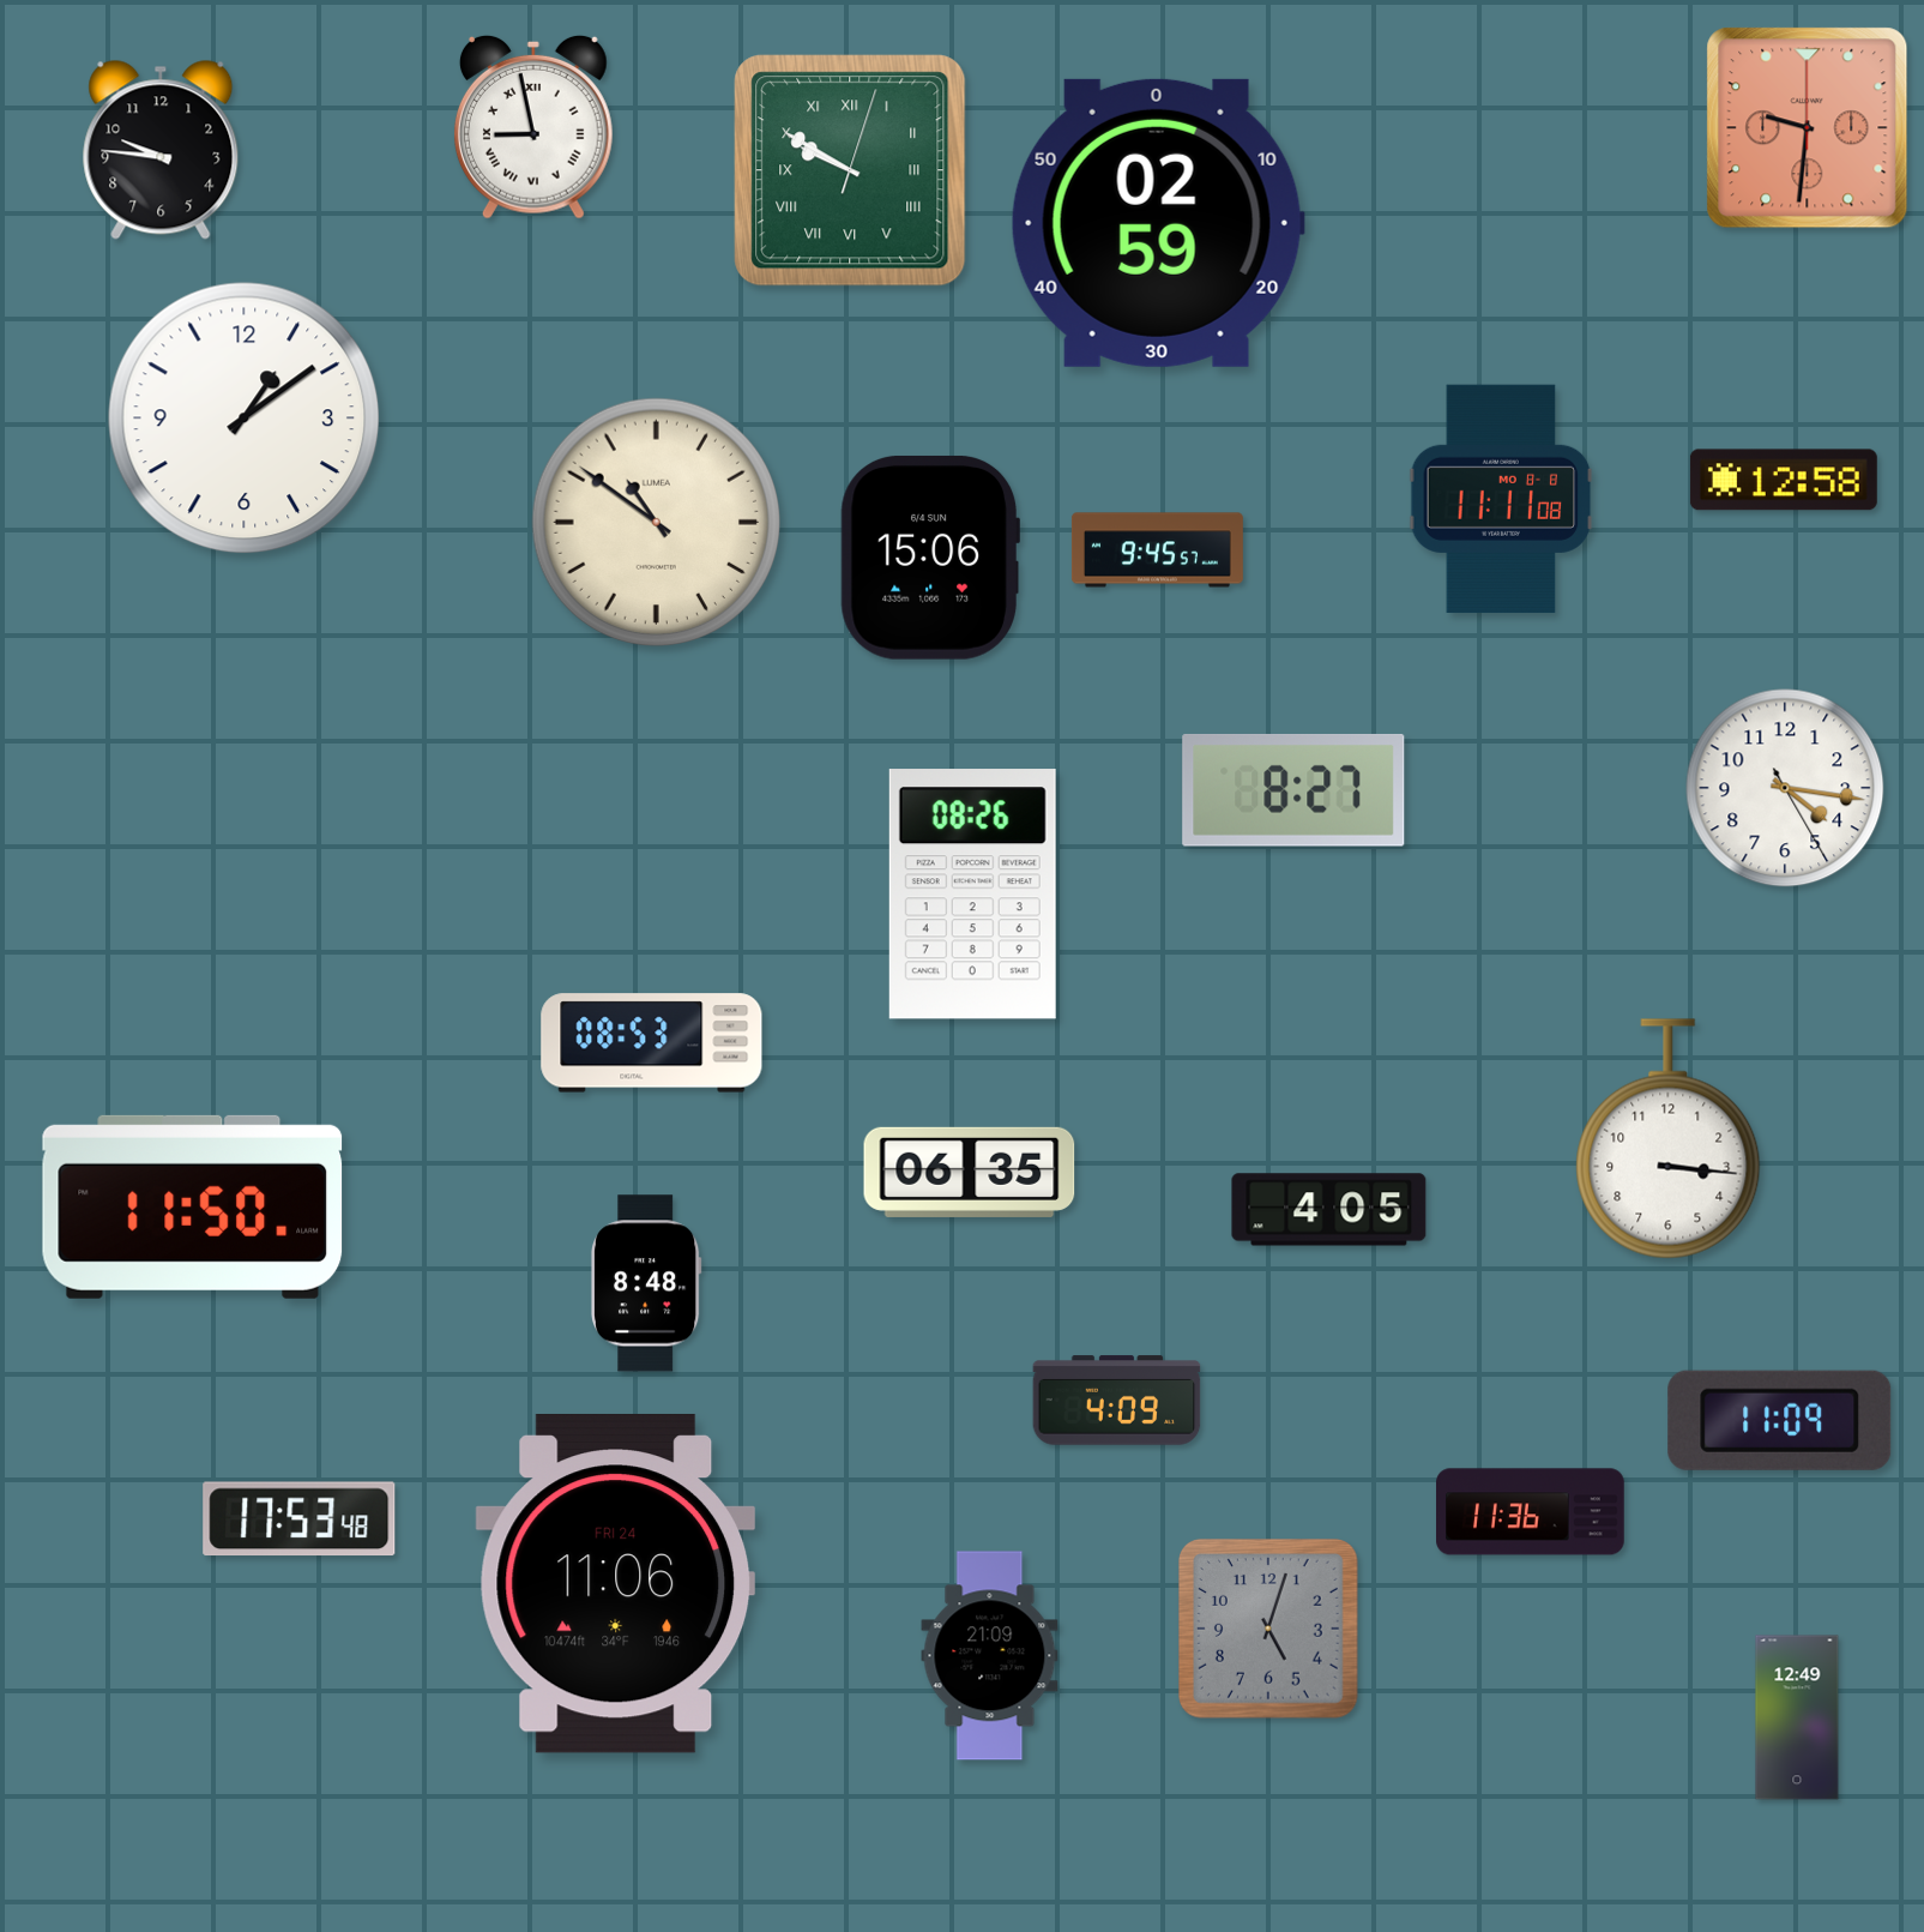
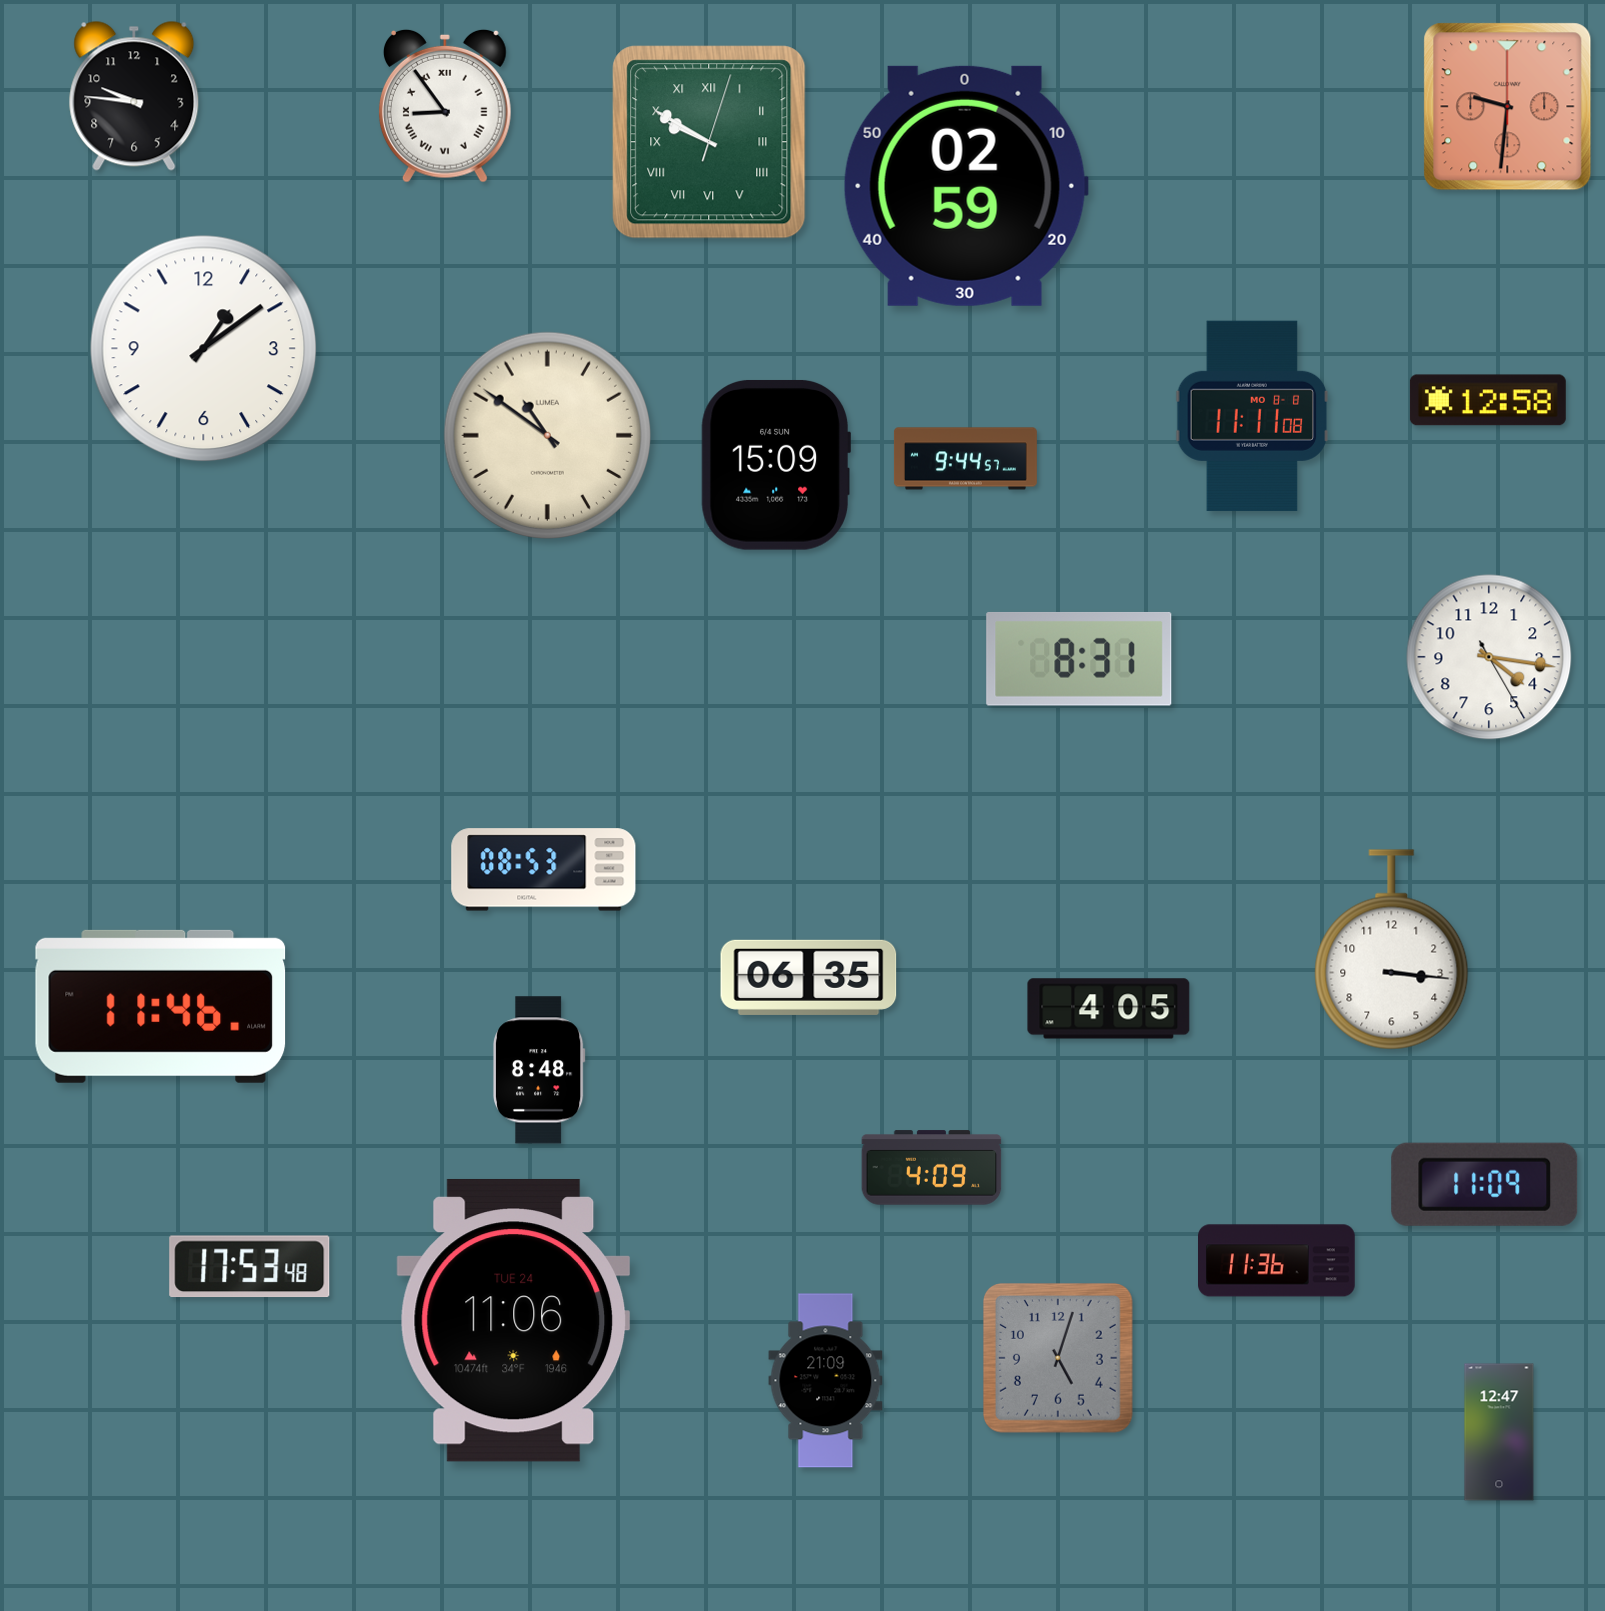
clock at (533, 127): 8:58 -> 8:54
clock at (161, 150) position: (161, 150) -> (134, 96)
clock at (1157, 550): 9:45 -> 9:44
clock at (930, 558): 15:06 -> 15:09
clock at (1293, 790): 8:27 -> 8:31
clock at (972, 895): 08:26 -> none
clock at (193, 1206): 11:50 -> 11:46
clock at (616, 1583) date: FRI 24 -> TUE 24
clock at (1797, 1717): 12:49 -> 12:47
